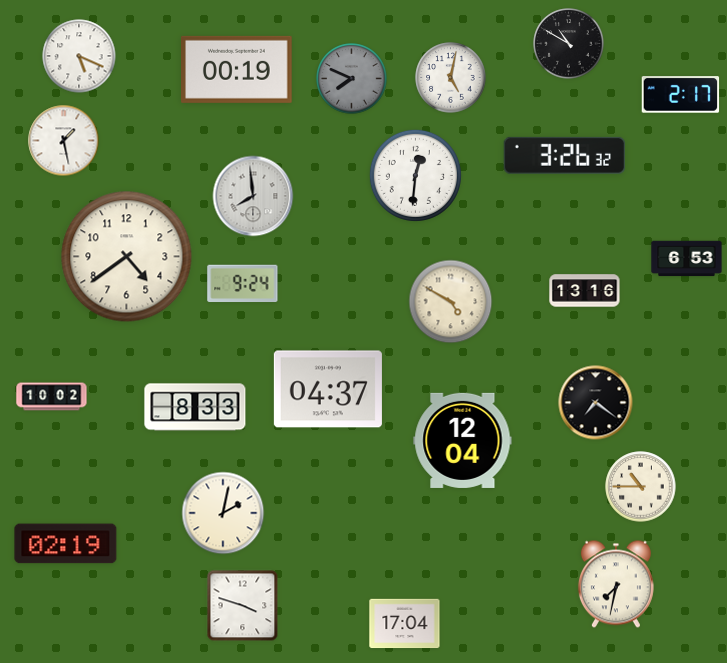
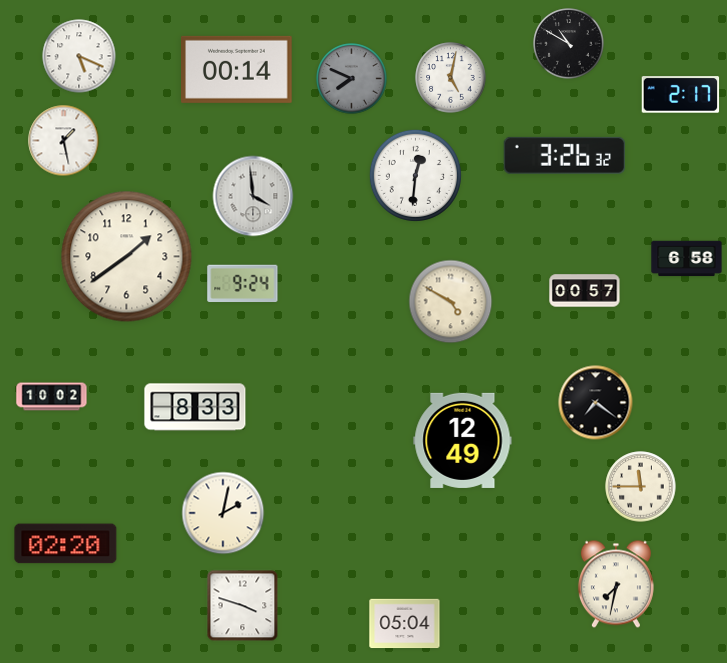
clock at (237, 69): 00:19 -> 00:14
clock at (253, 196): 7:59 -> 3:59
clock at (127, 257): 4:39 -> 1:39
clock at (687, 259): 6:53 -> 6:58
clock at (585, 291): 13:16 -> 00:57
clock at (328, 389): 04:37 -> none
clock at (463, 440): 12:04 -> 12:49
clock at (641, 487): 10:45 -> 11:45
clock at (66, 544): 02:19 -> 02:20
clock at (405, 624): 17:04 -> 05:04
